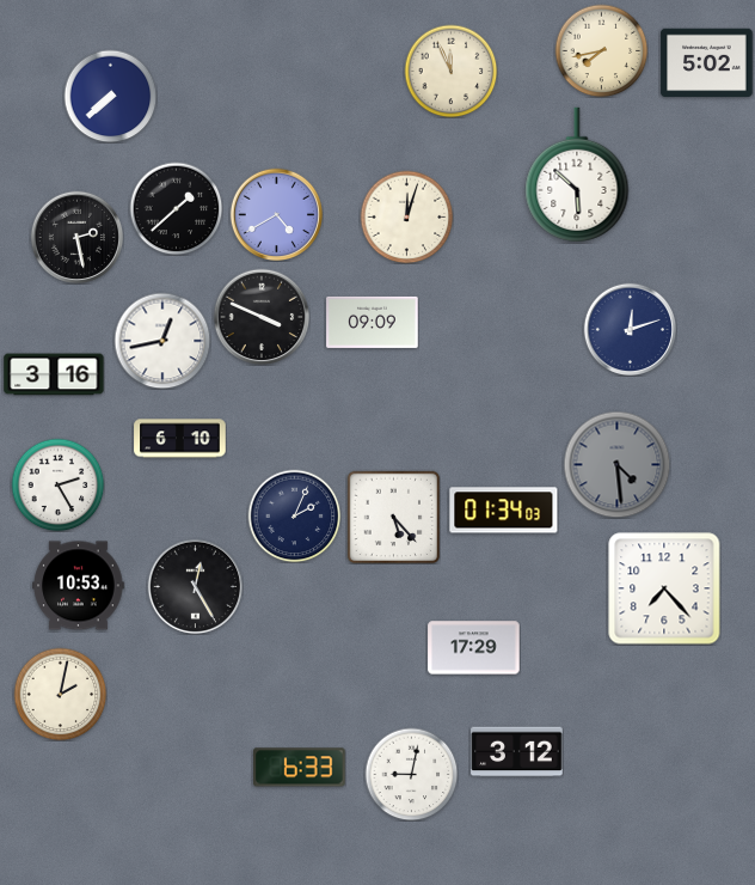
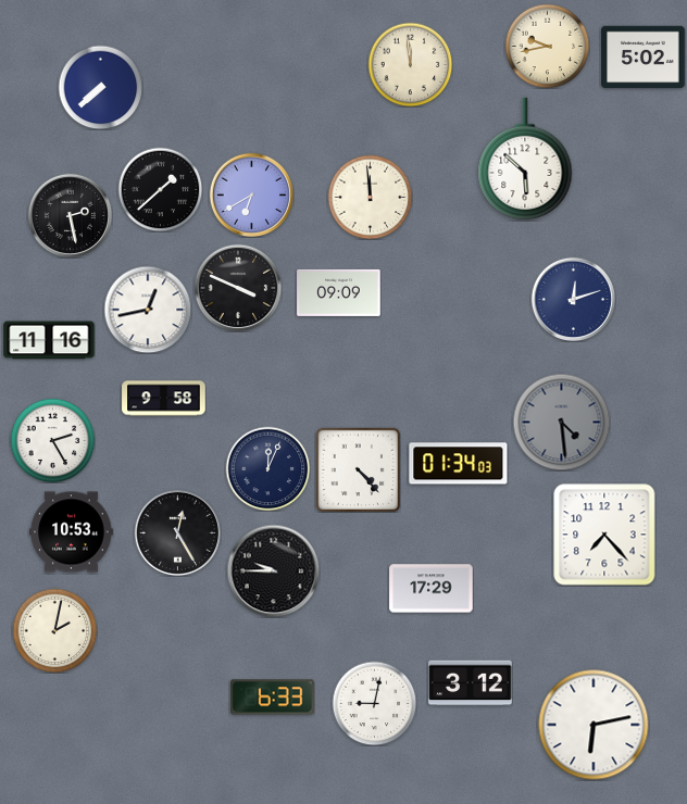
clock at (601, 50): 7:43 -> 9:43
clock at (450, 71): 11:56 -> 11:59
clock at (276, 214): 4:40 -> 6:40
clock at (406, 216): 12:03 -> 11:59
clock at (54, 374): 3:16 -> 11:16
clock at (180, 439): 6:10 -> 9:58
clock at (294, 515): 2:04 -> 12:04
clock at (393, 517): 5:23 -> 4:23
clock at (273, 570): none -> 9:45
clock at (594, 725): none -> 6:13
